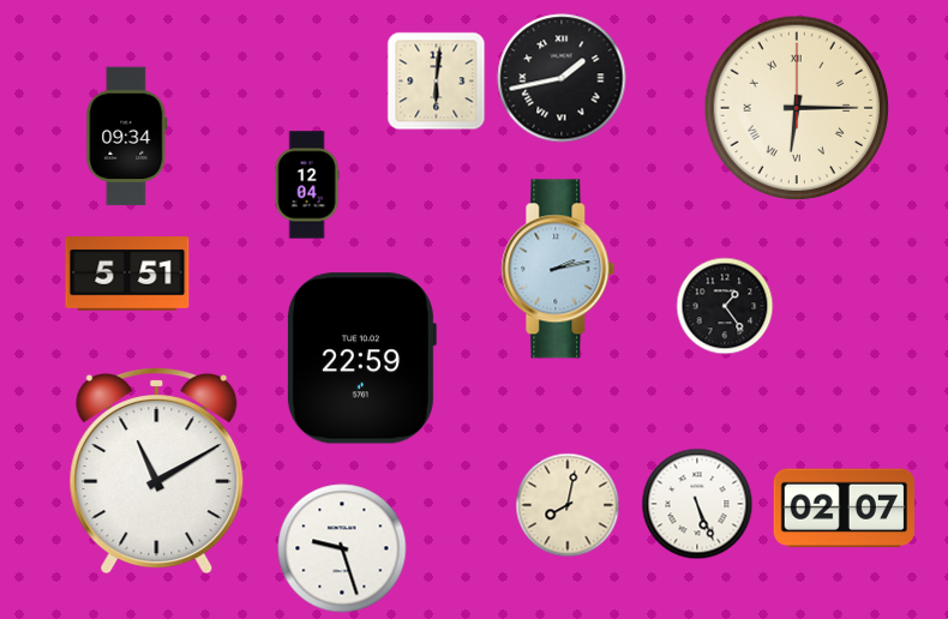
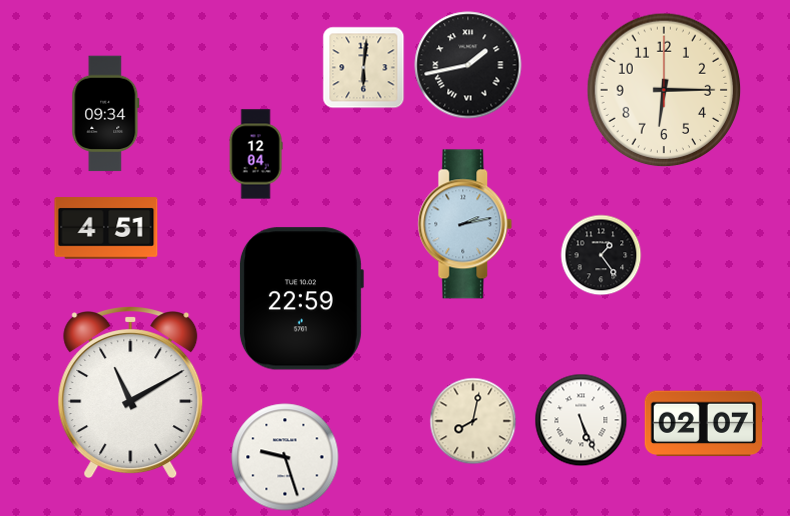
clock at (797, 108) numerals: Roman -> Arabic
clock at (127, 274): 5:51 -> 4:51
clock at (725, 306) position: (725, 306) -> (601, 255)
